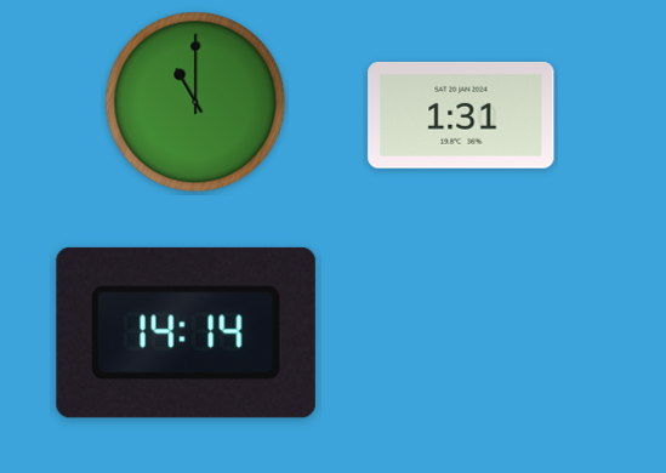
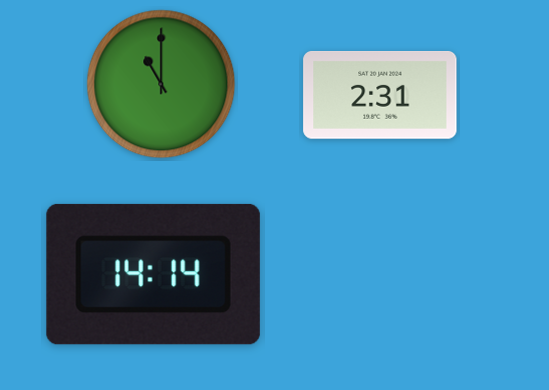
clock at (461, 115): 1:31 -> 2:31
